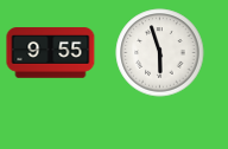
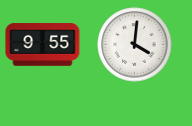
clock at (160, 53): 5:57 -> 4:01
